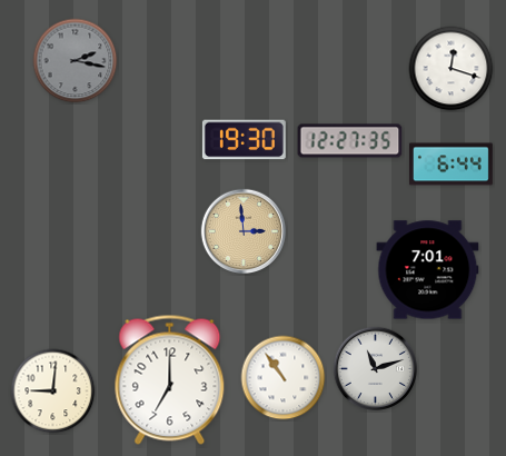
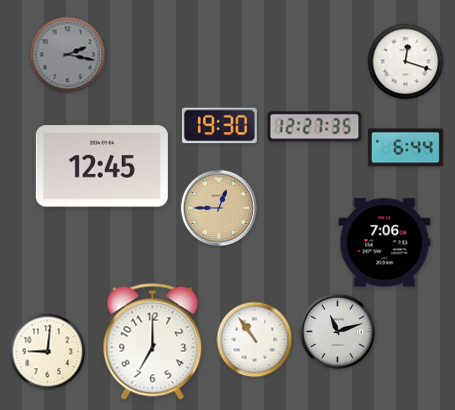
clock at (102, 166): none -> 12:45
clock at (244, 231): 2:59 -> 12:45
clock at (428, 270): 7:01 -> 7:06
